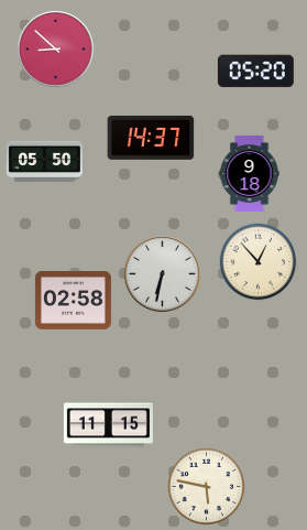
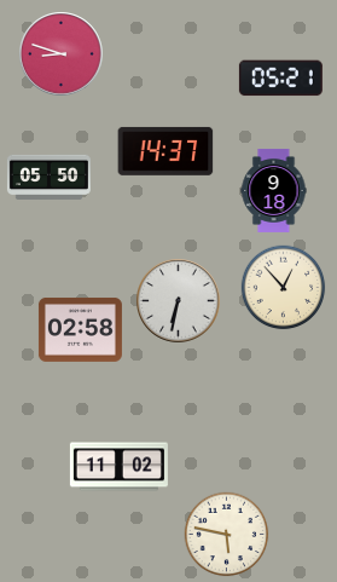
clock at (56, 50): 8:52 -> 8:48
clock at (255, 72): 05:20 -> 05:21
clock at (108, 425): 11:15 -> 11:02
